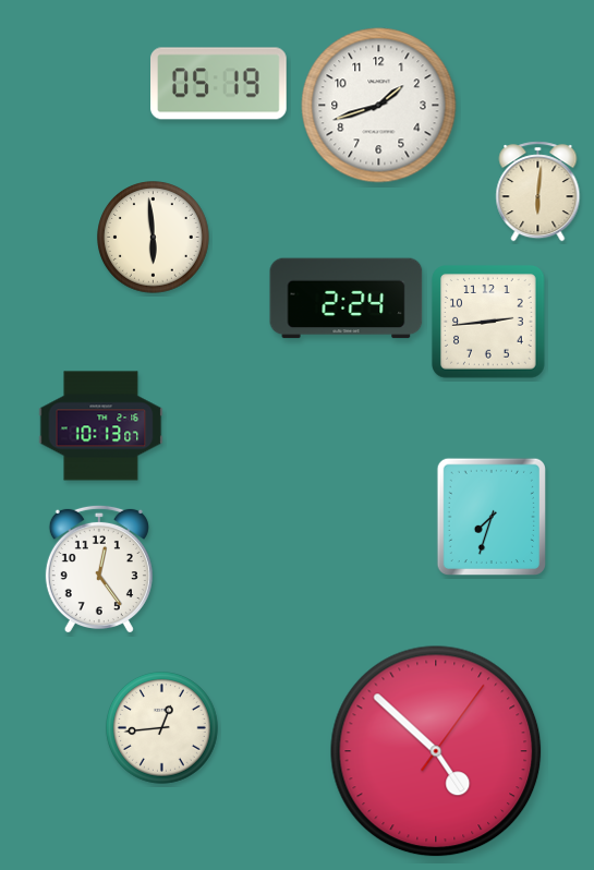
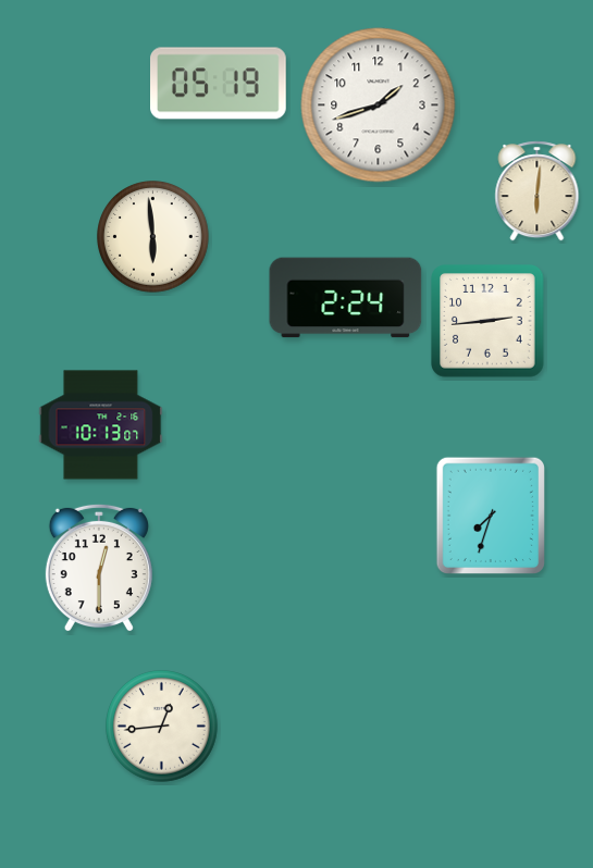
clock at (99, 569): 12:24 -> 12:30
clock at (436, 751): 4:52 -> none
